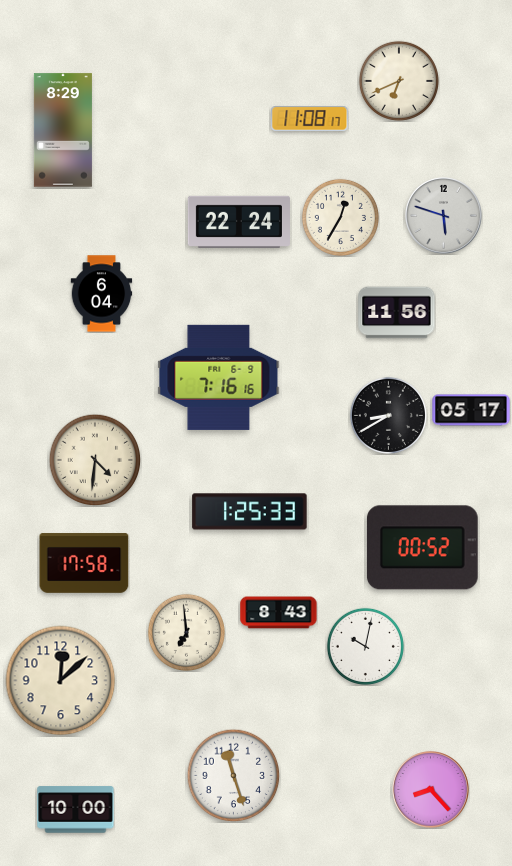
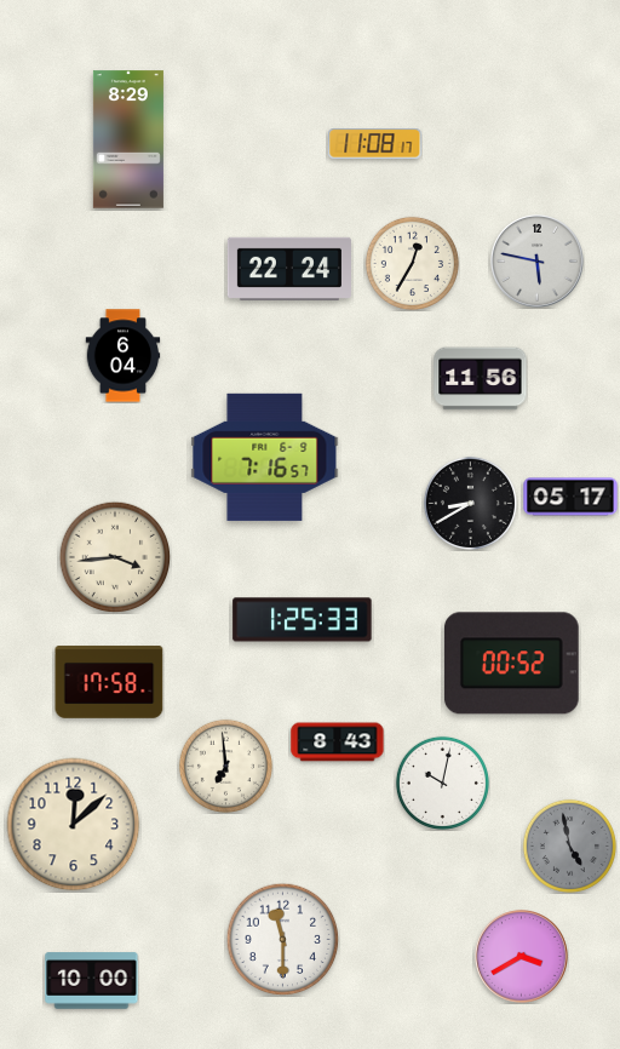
clock at (399, 81): 6:41 -> none
clock at (63, 130) position: (63, 130) -> (128, 139)
clock at (444, 216): 5:48 -> 5:47
clock at (219, 377): 7:16:16 -> 7:16:57
clock at (95, 460): 4:31 -> 3:44
clock at (84, 563) position: (84, 563) -> (109, 682)
clock at (569, 845): none -> 4:58
clock at (233, 775): 11:27 -> 11:30
clock at (431, 790): 8:23 -> 3:40
